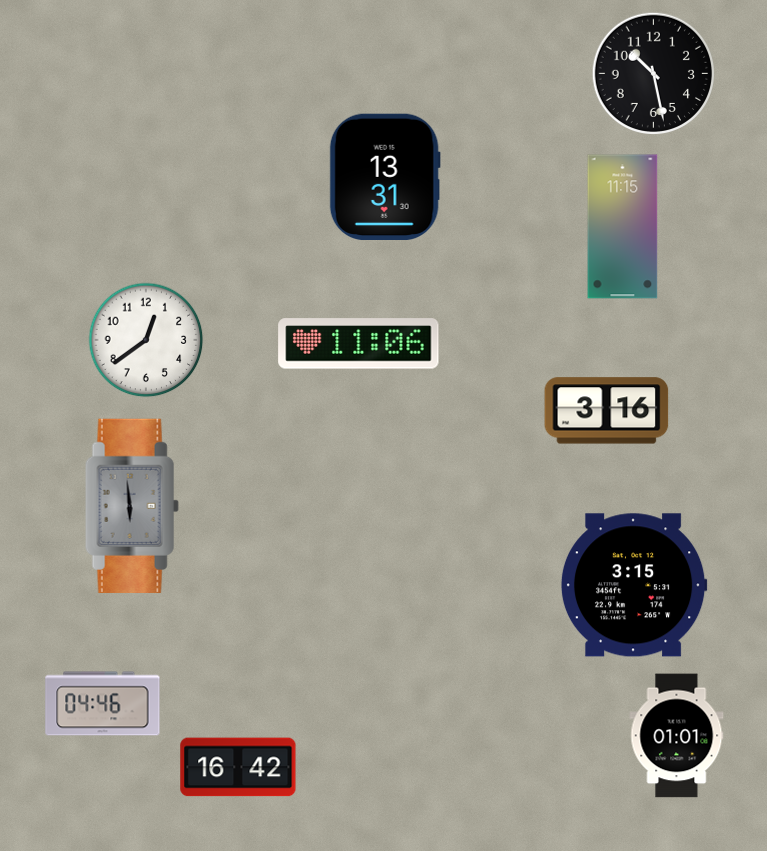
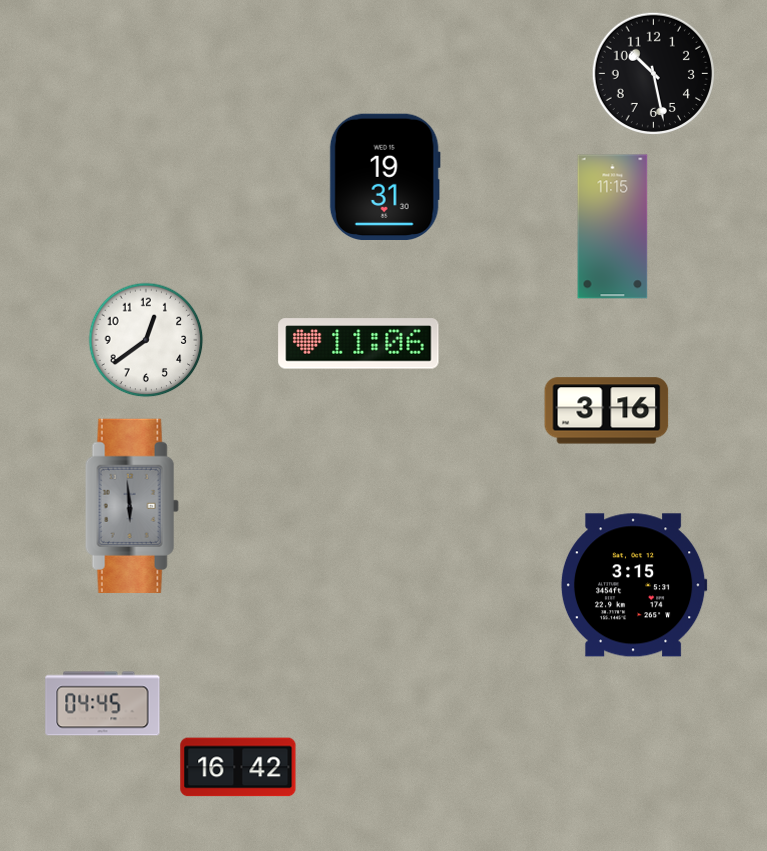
clock at (385, 176): 13:31 -> 19:31
clock at (623, 227) position: (623, 227) -> (613, 227)
clock at (103, 704): 04:46 -> 04:45
clock at (677, 736): 01:01 -> none
